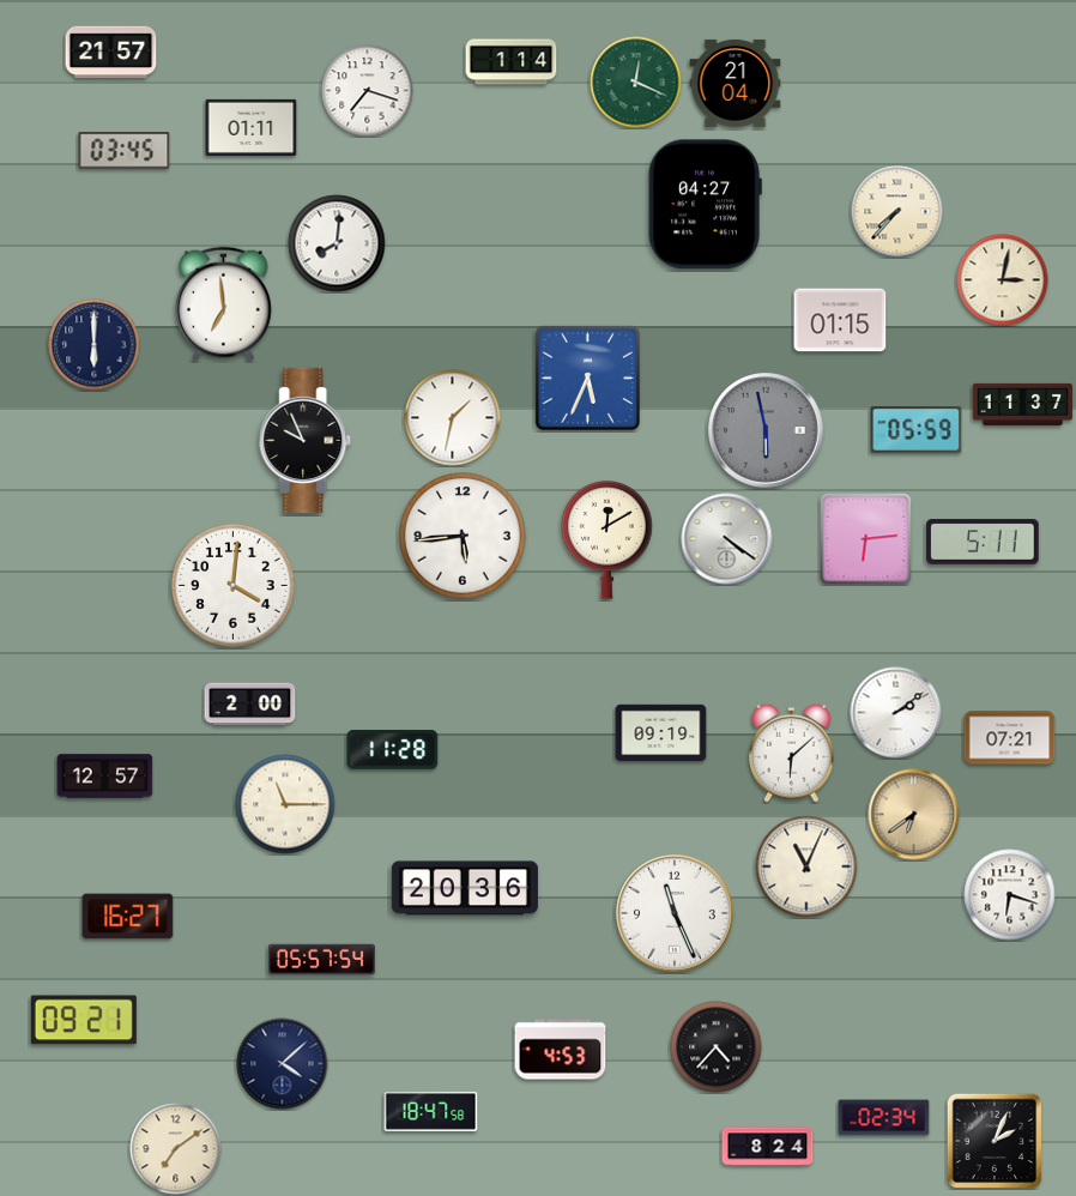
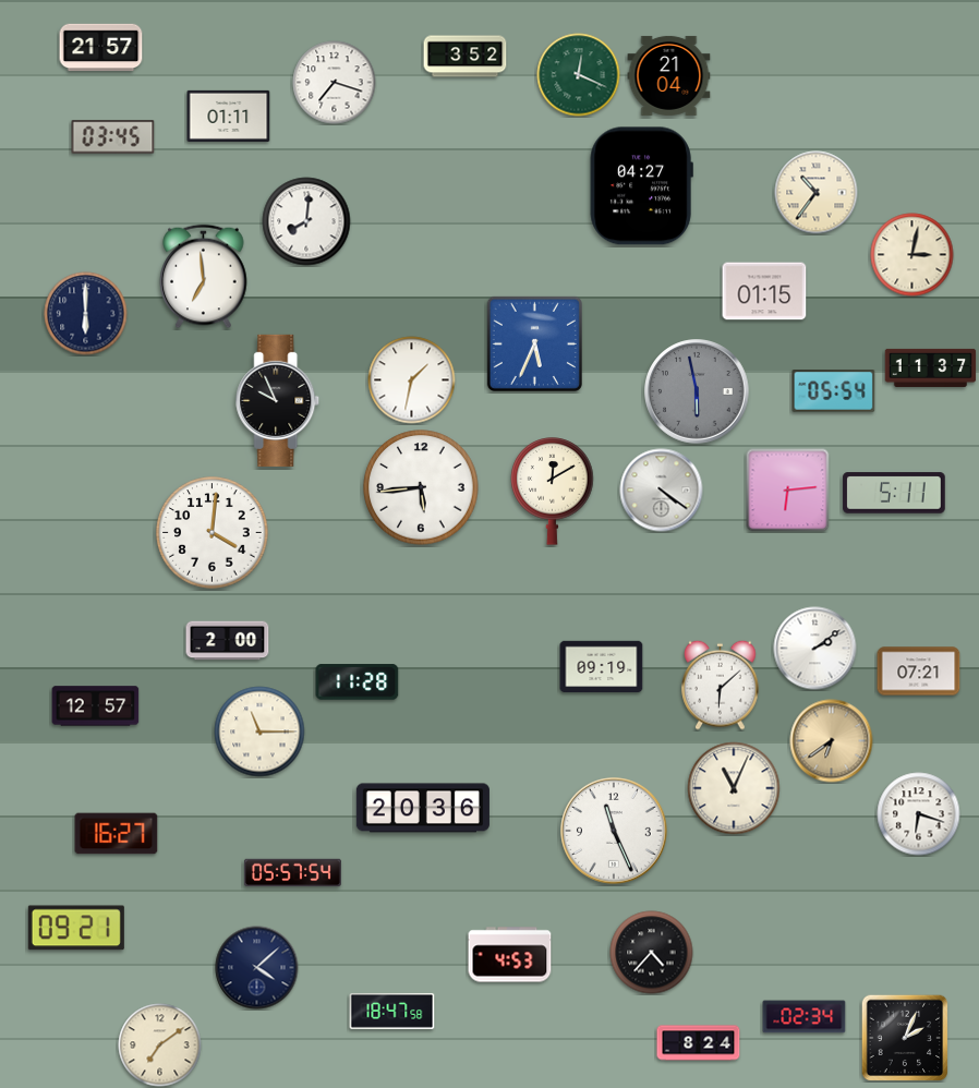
clock at (512, 62): 1:14 -> 3:52
clock at (897, 212): 7:37 -> 10:36
clock at (917, 430): 05:59 -> 05:54
